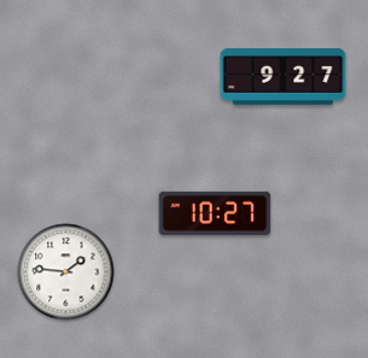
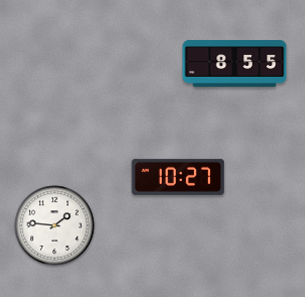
clock at (284, 77): 9:27 -> 8:55
